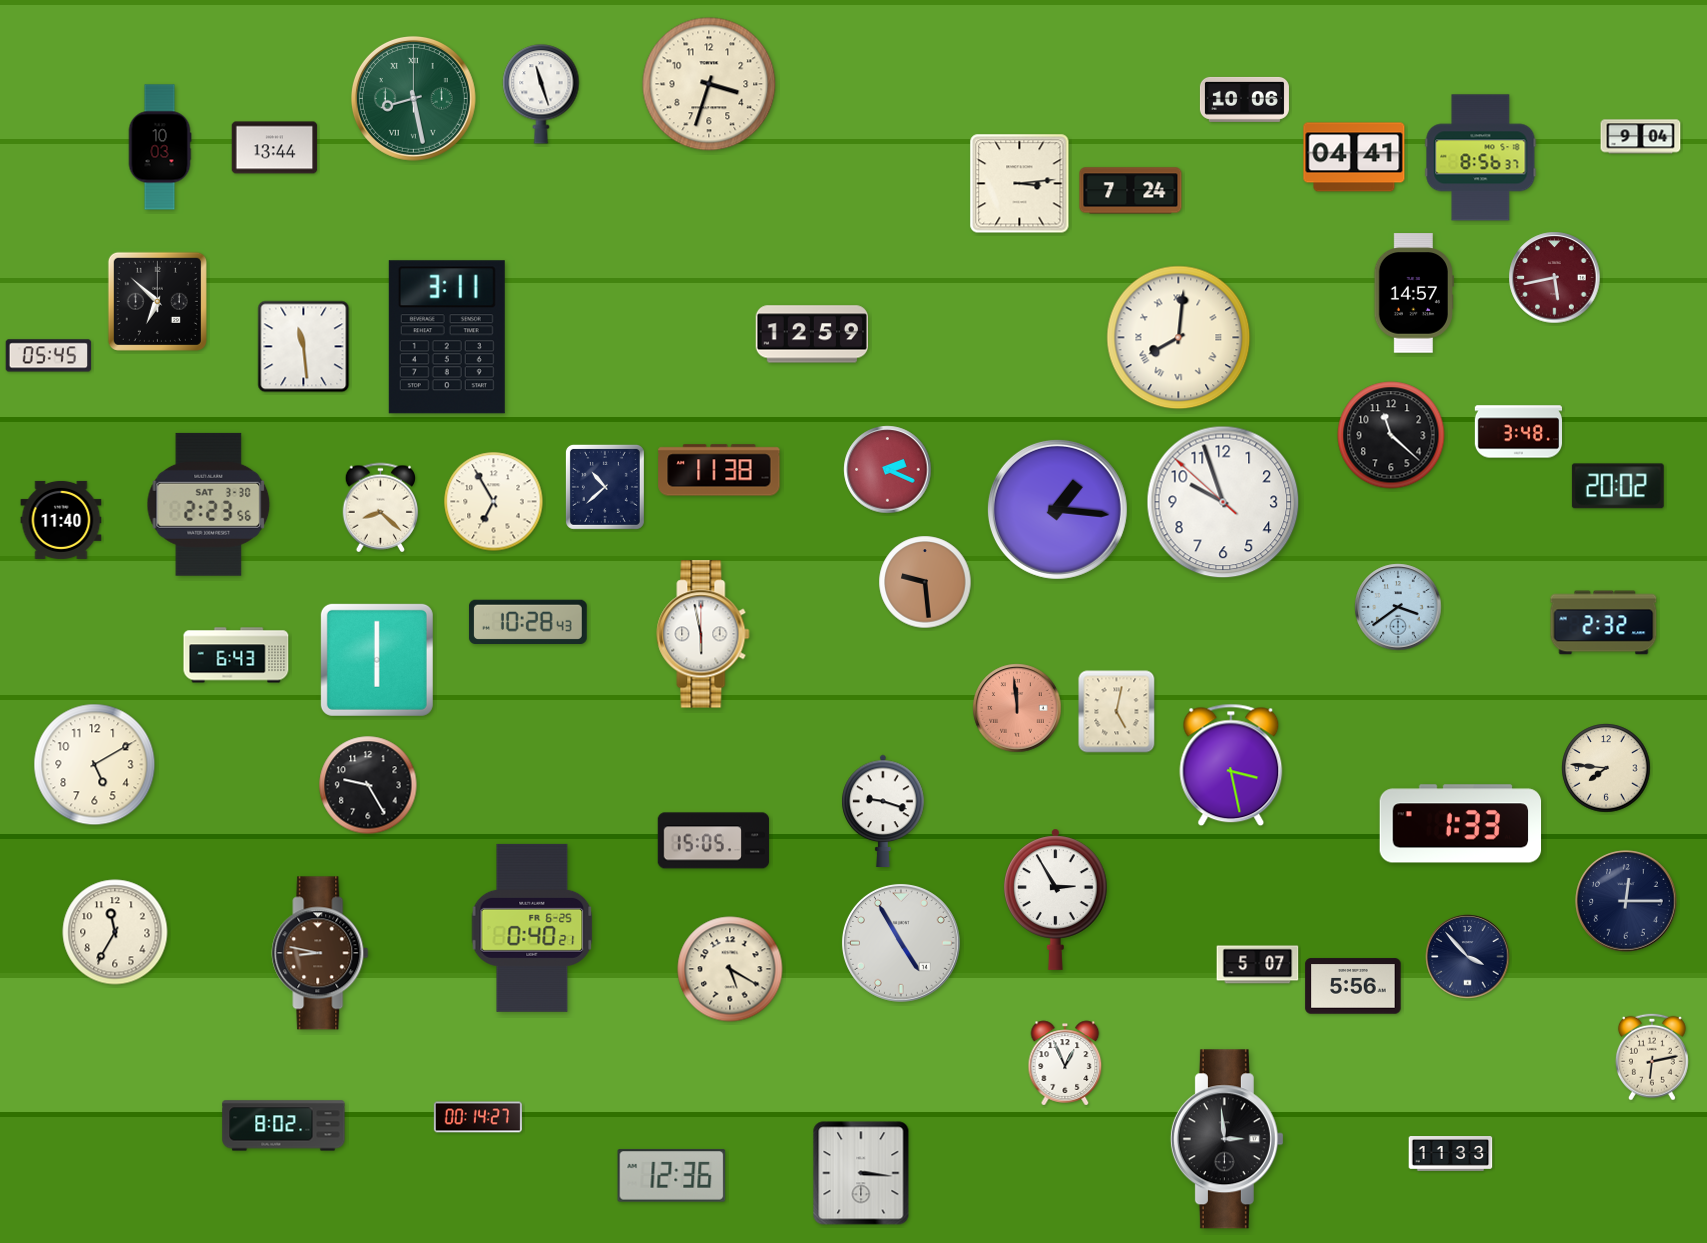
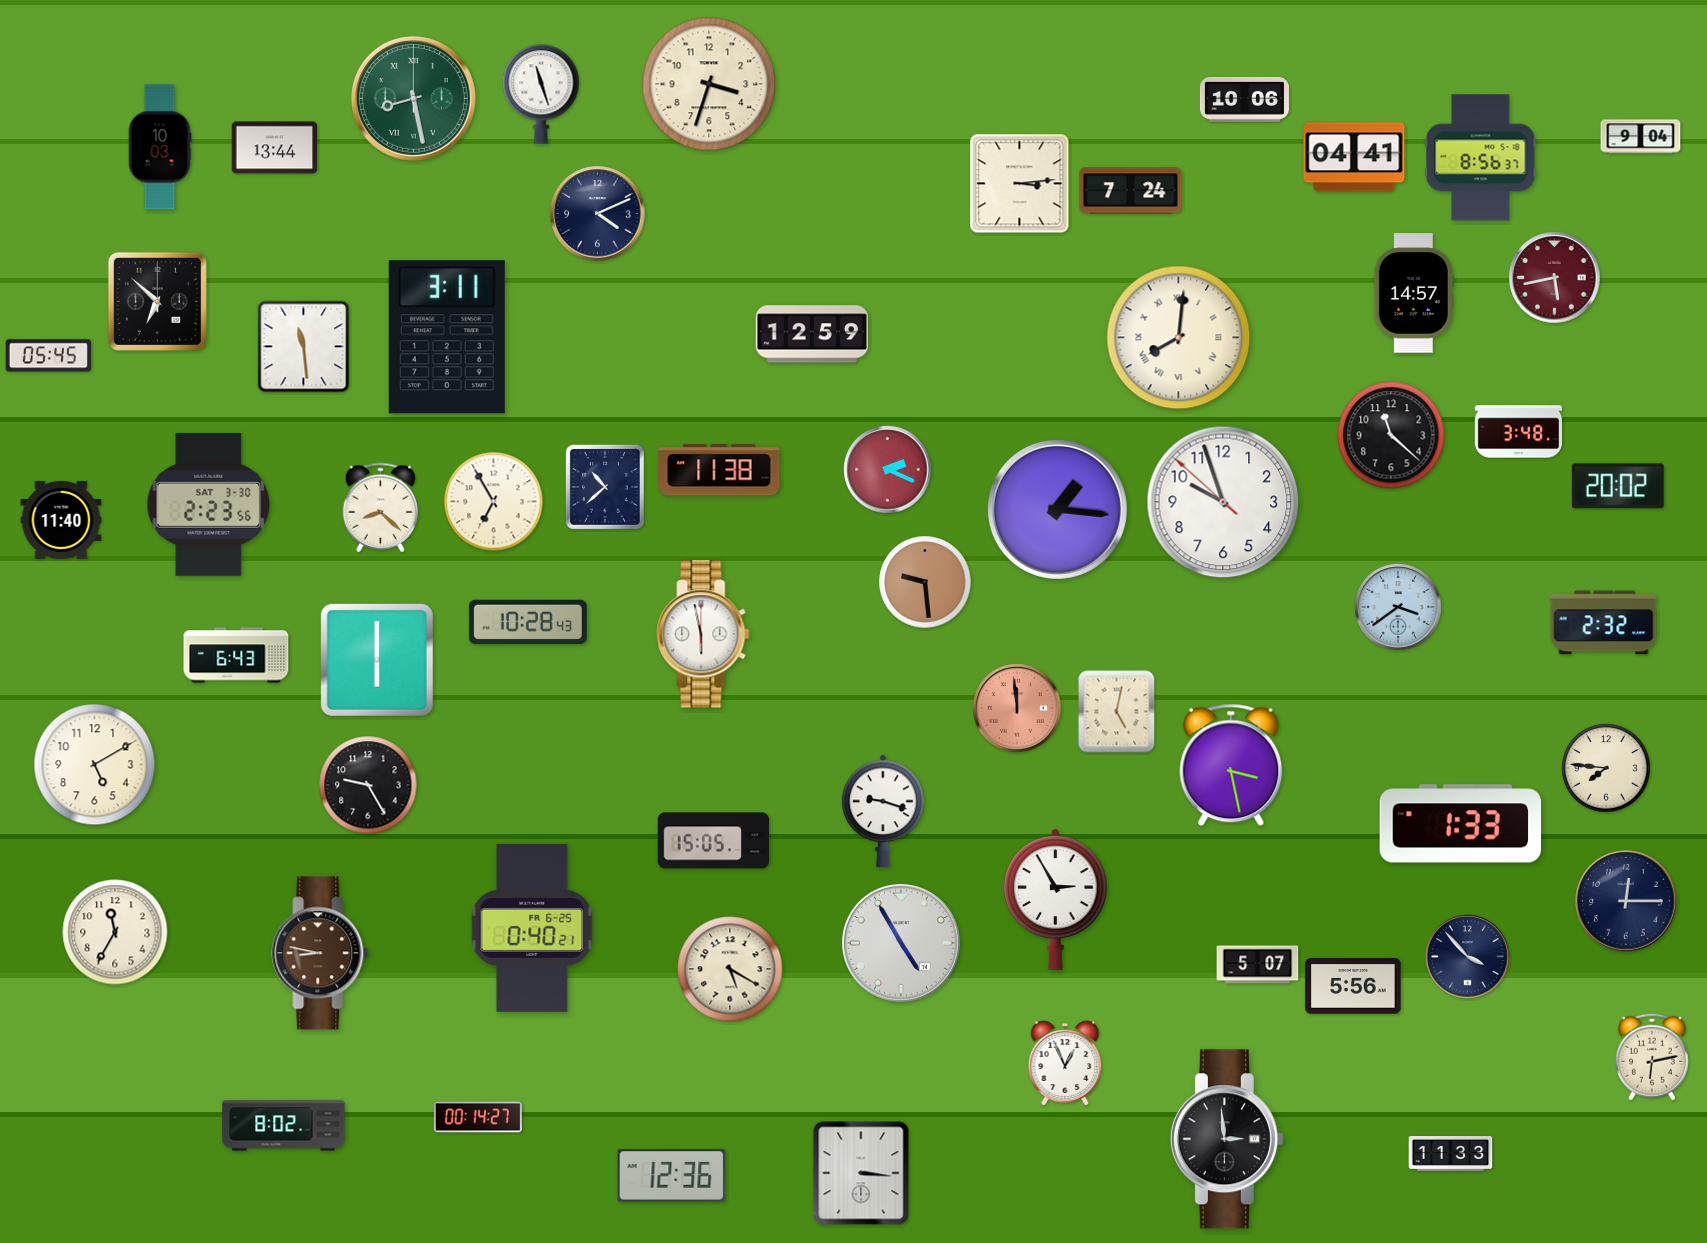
clock at (598, 214): none -> 4:11
